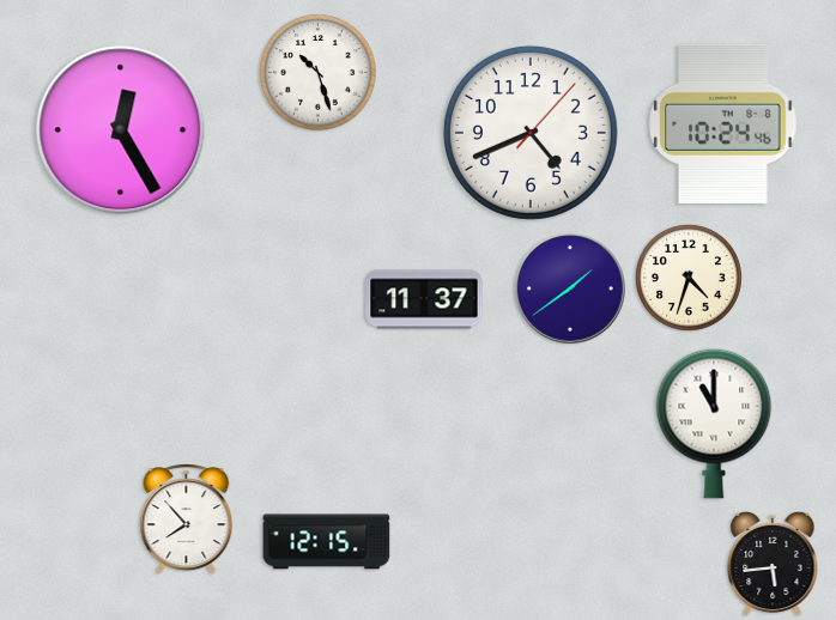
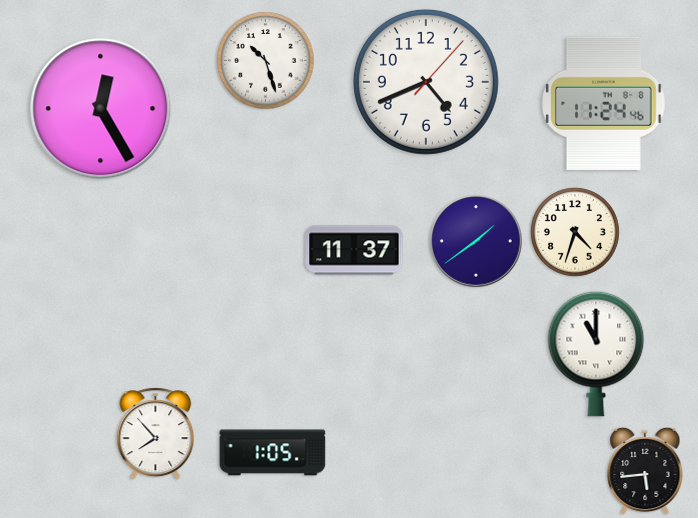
clock at (723, 123): 10:24 -> 11:24
clock at (531, 133) position: (531, 133) -> (426, 82)
clock at (327, 542): 12:15 -> 1:05
